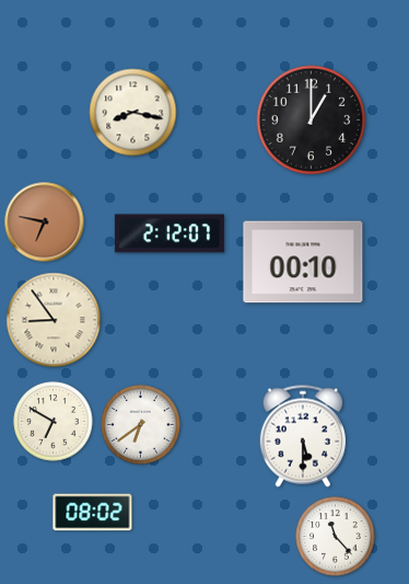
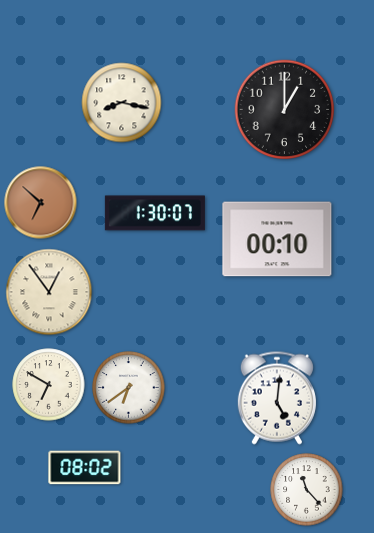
clock at (45, 222): 6:47 -> 6:52
clock at (170, 233): 2:12 -> 1:30
clock at (54, 320): 8:54 -> 12:54
clock at (303, 436): 5:30 -> 5:01
